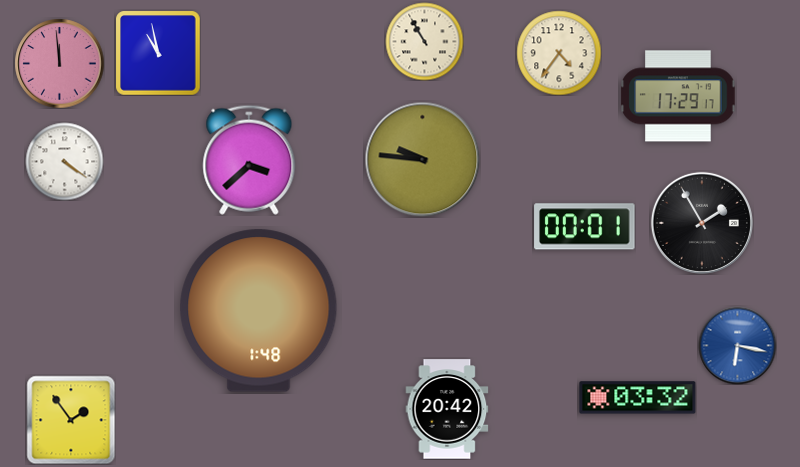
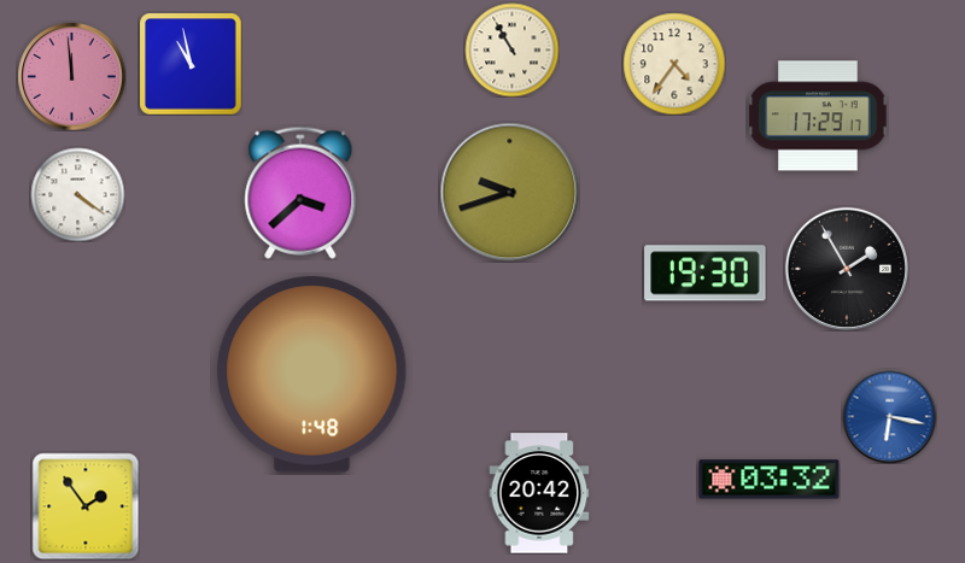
clock at (422, 159): 9:46 -> 9:42
clock at (585, 227): 00:01 -> 19:30
